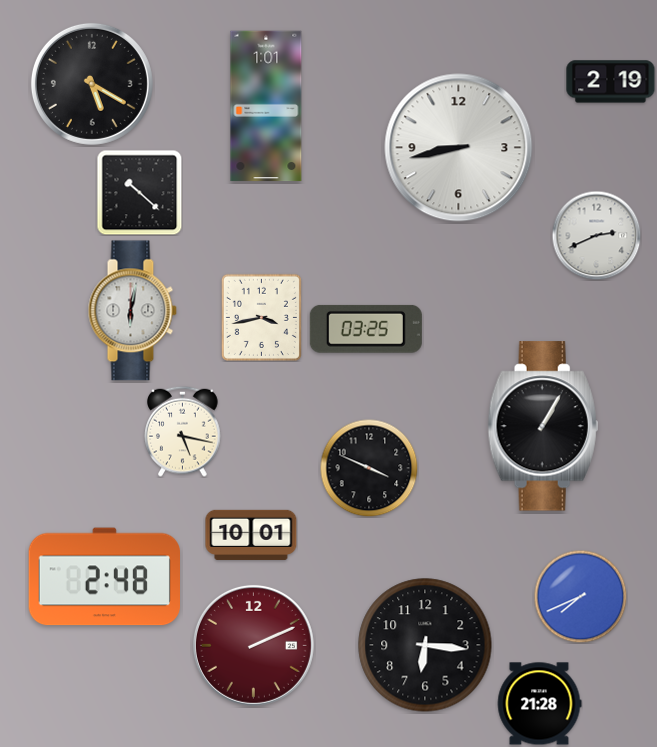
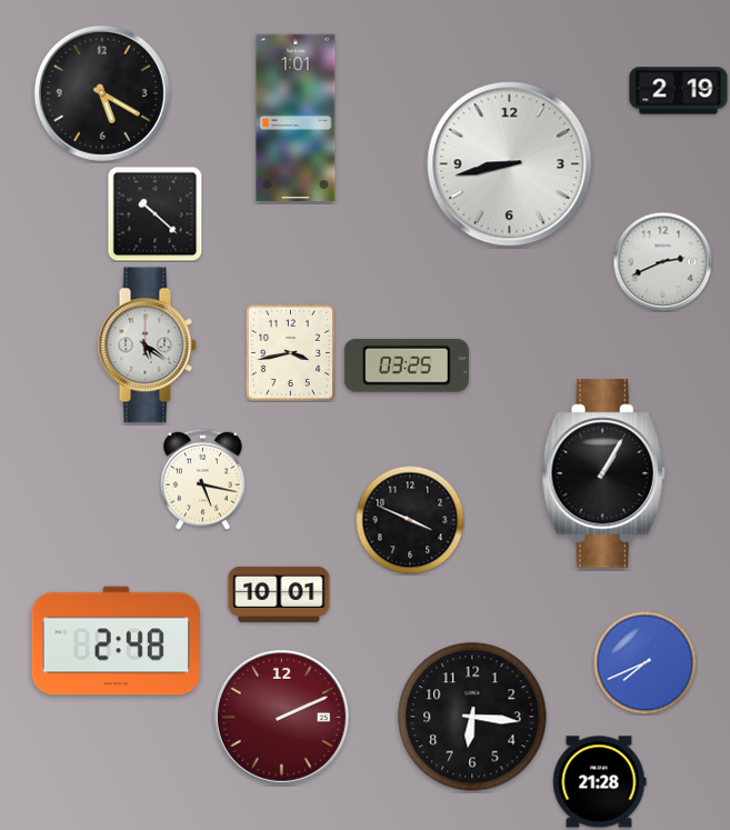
clock at (132, 311): 6:02 -> 5:21
